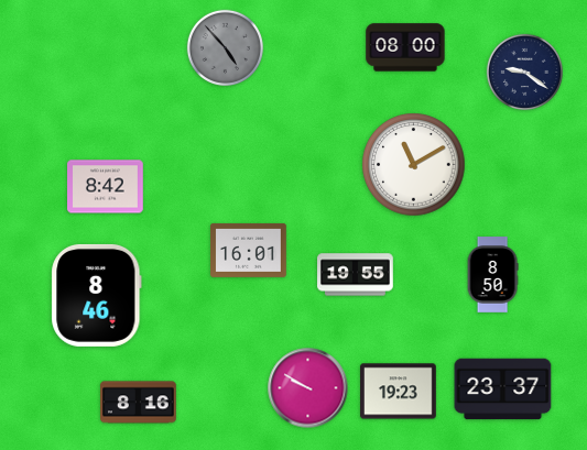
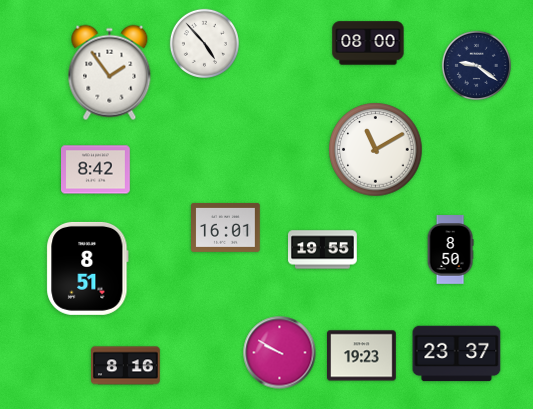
clock at (225, 47) dial: grey -> white
clock at (110, 73): none -> 1:54
clock at (492, 275) position: (492, 275) -> (450, 250)
clock at (97, 295): 8:46 -> 8:51
